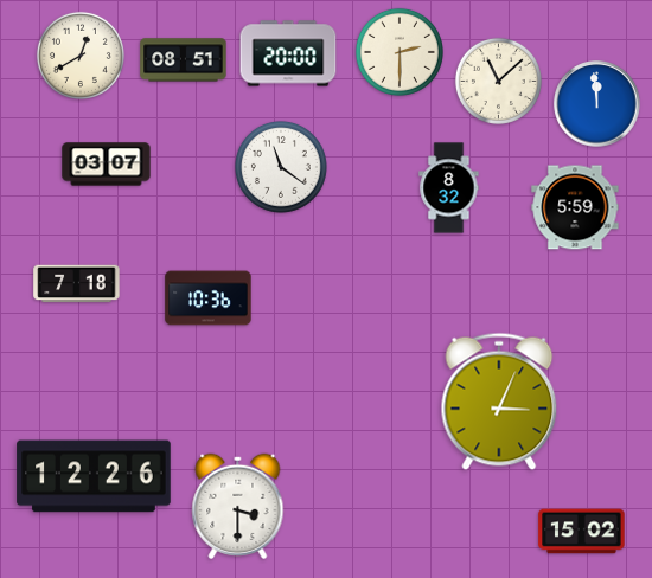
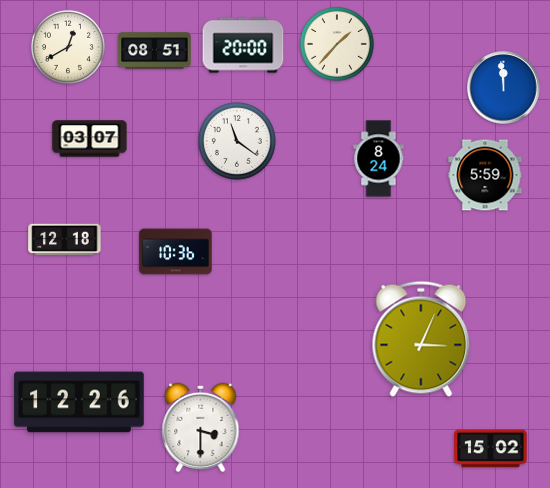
clock at (399, 52): 2:30 -> 1:37
clock at (498, 81): 11:08 -> none
clock at (449, 188): 8:32 -> 8:24
clock at (77, 284): 7:18 -> 12:18
